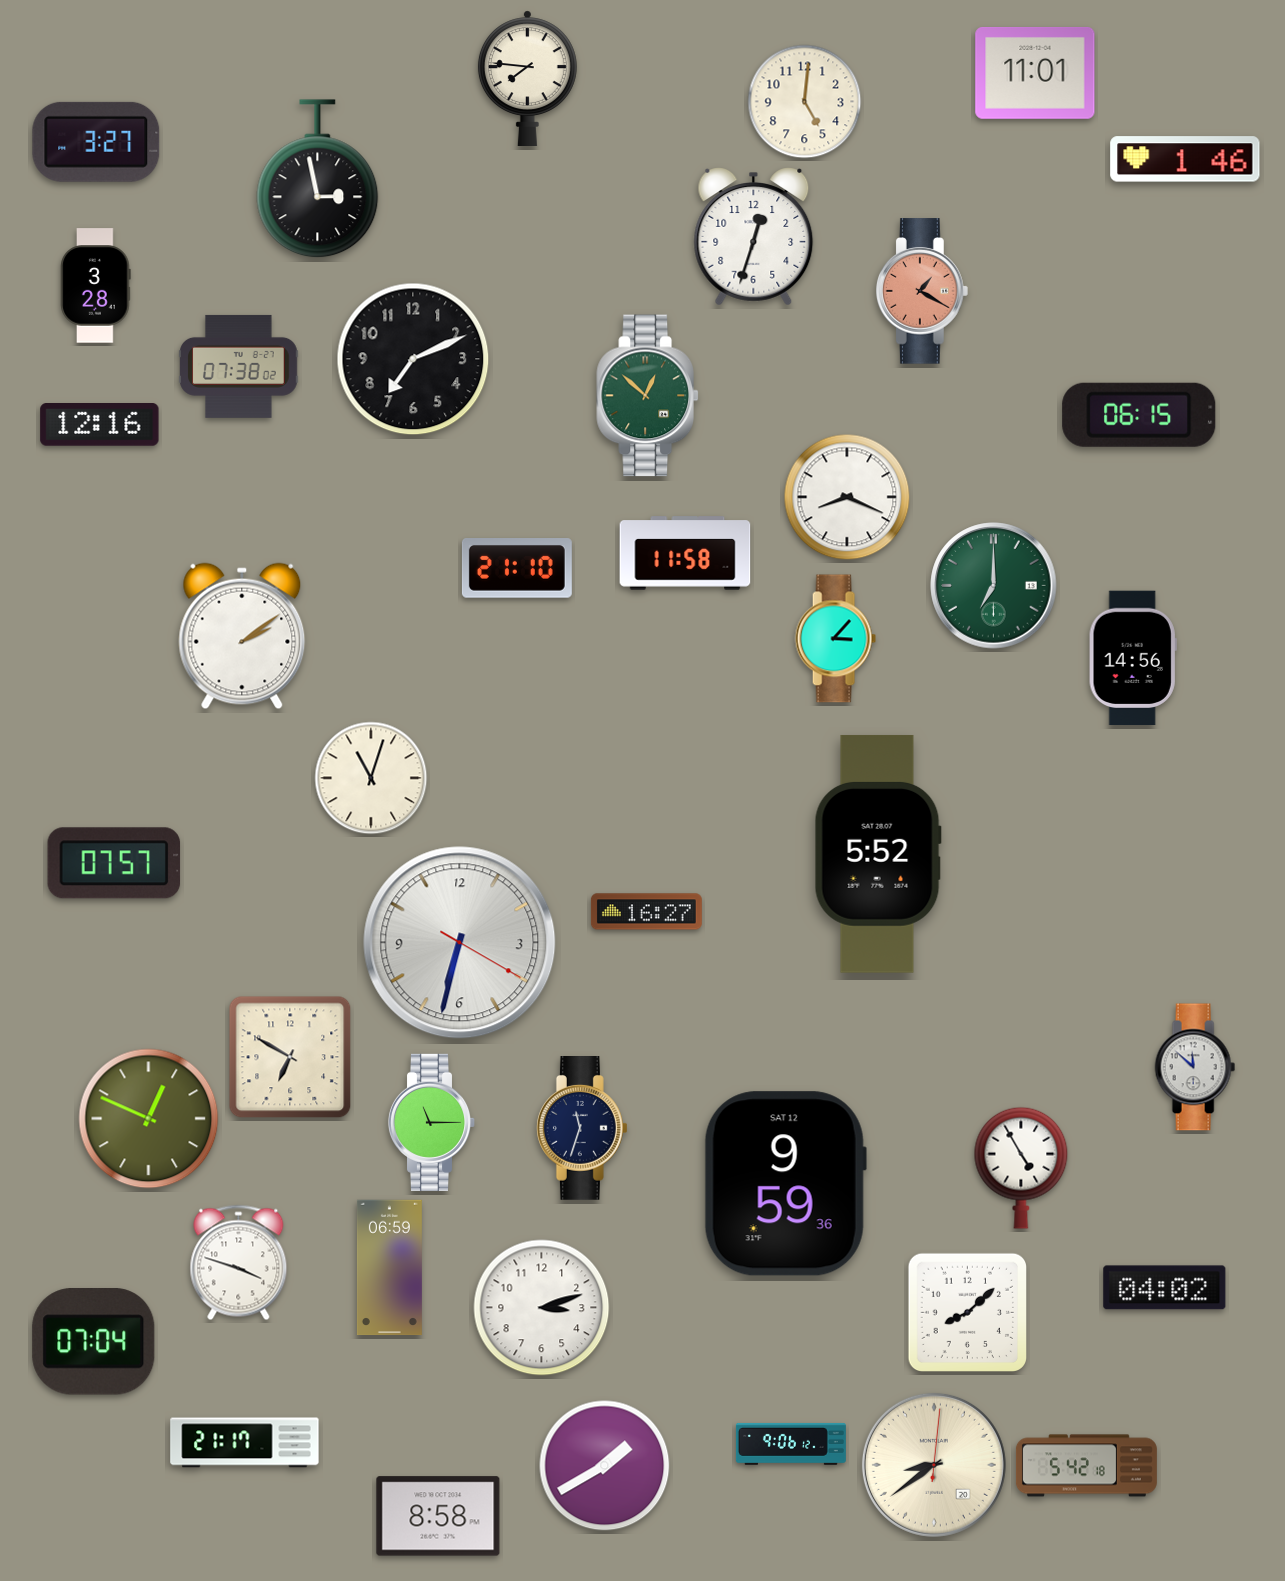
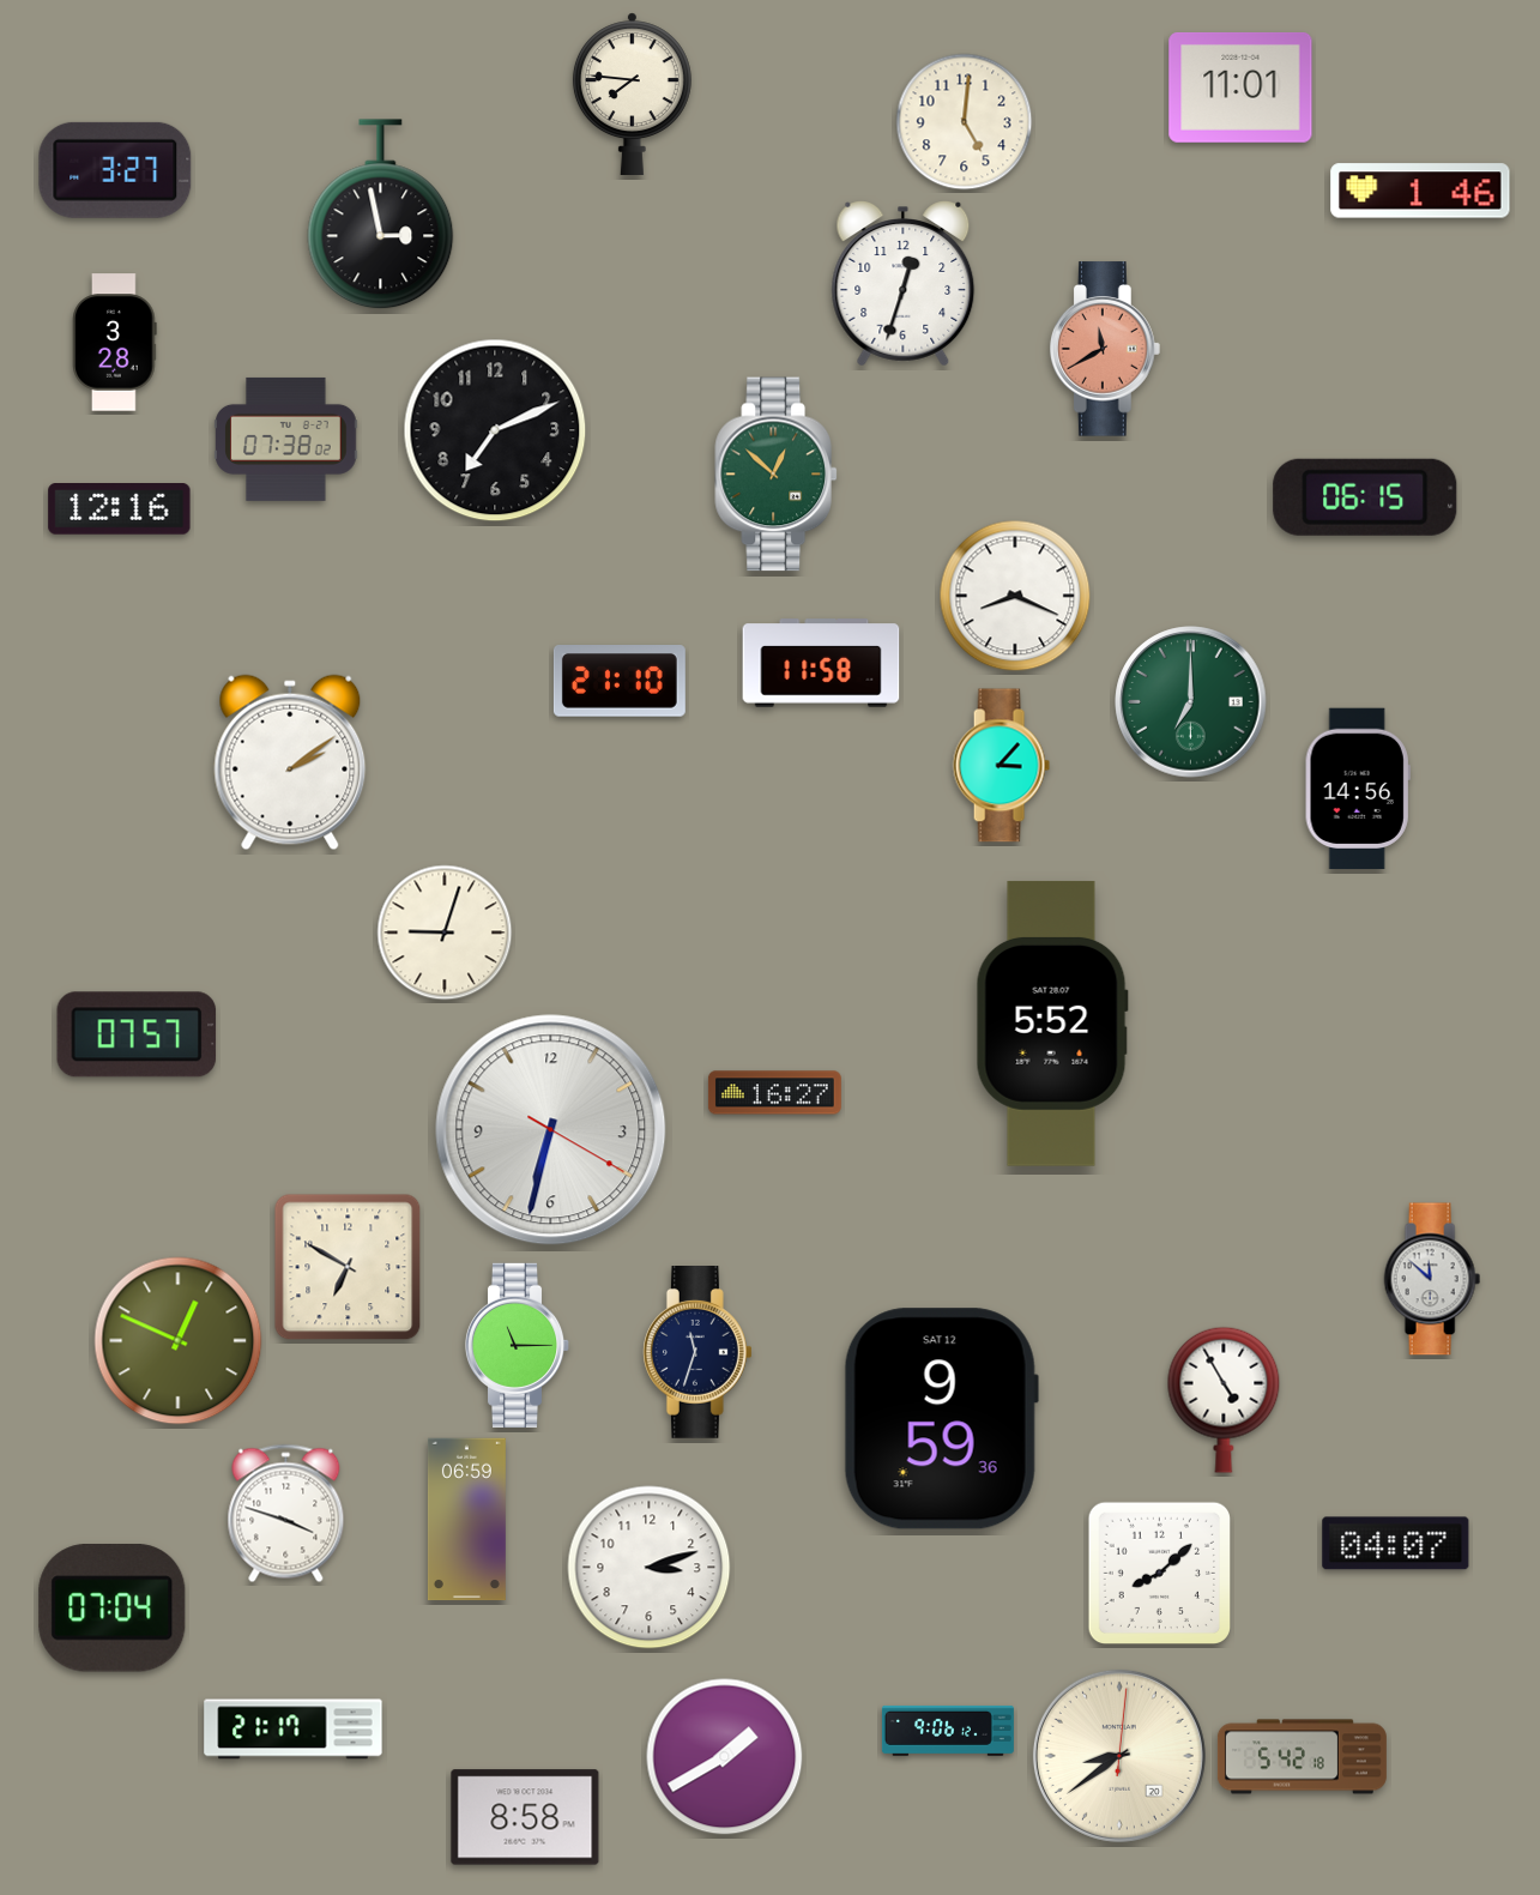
clock at (923, 291): 1:20 -> 11:40
clock at (371, 778): 11:03 -> 9:03
clock at (1165, 1288): 04:02 -> 04:07
